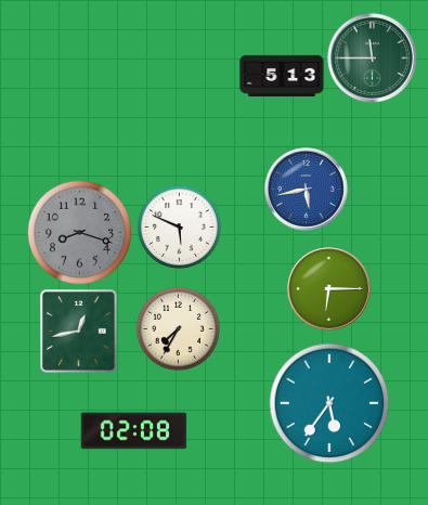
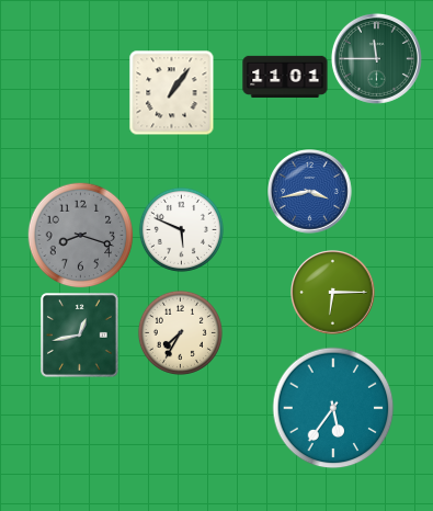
clock at (282, 76): 5:13 -> 11:01
clock at (171, 92): none -> 1:06
clock at (307, 190): 5:43 -> 3:43
clock at (134, 431): 02:08 -> none
